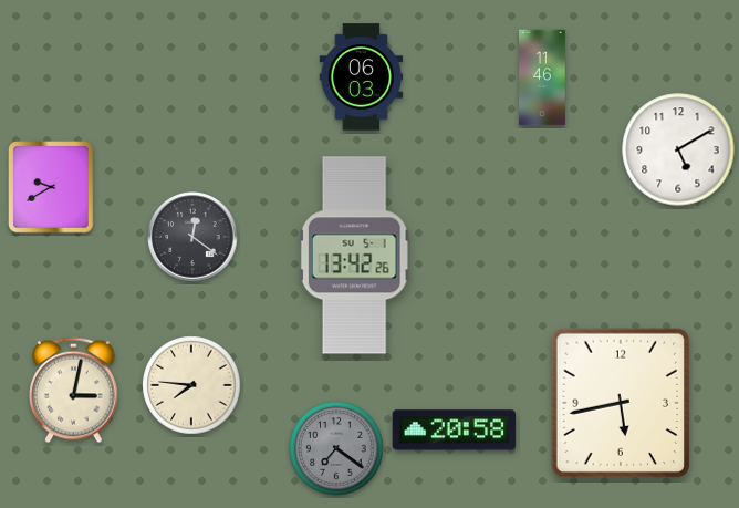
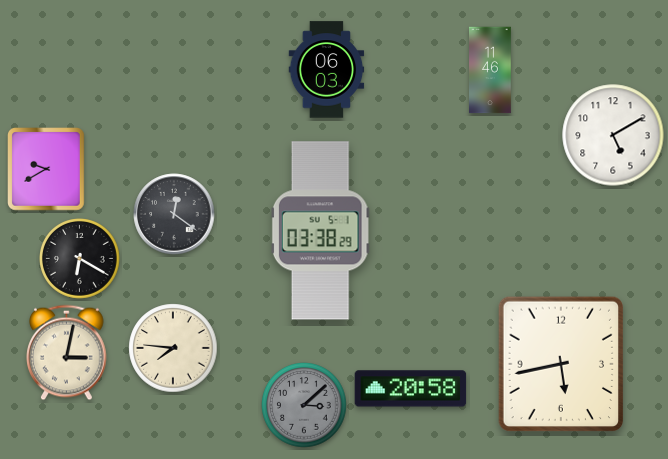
clock at (354, 256): 13:42 -> 03:38
clock at (80, 259): none -> 6:20
clock at (336, 448): 7:21 -> 3:08
